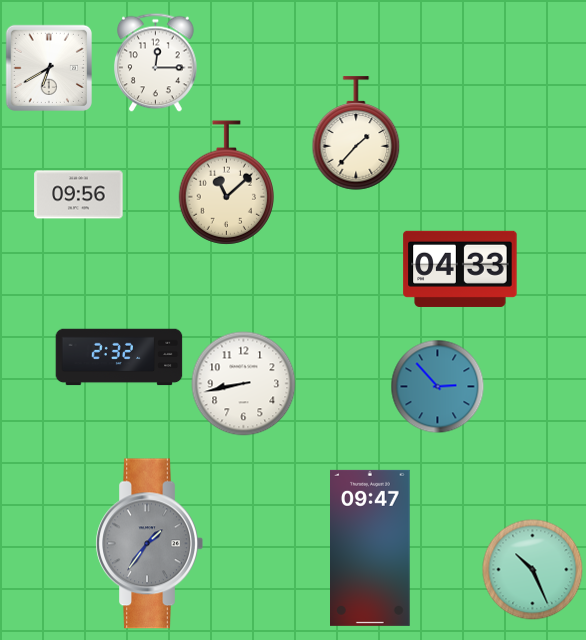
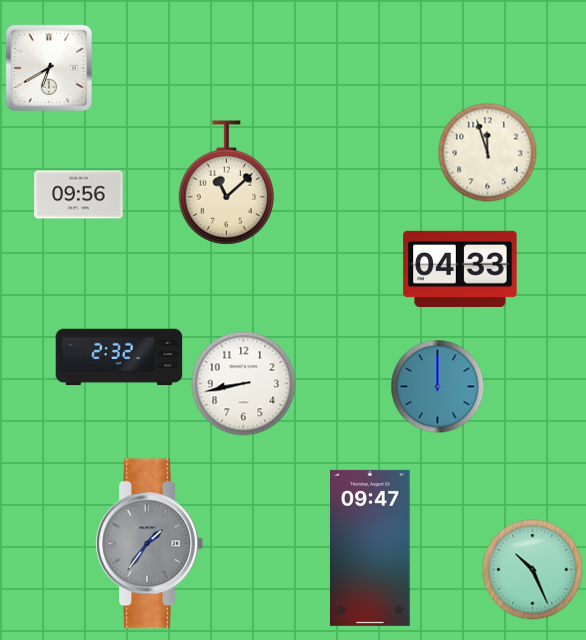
clock at (156, 63): 12:15 -> none
clock at (356, 133): 1:37 -> none
clock at (488, 153): none -> 11:57
clock at (438, 387): 2:53 -> 12:00
